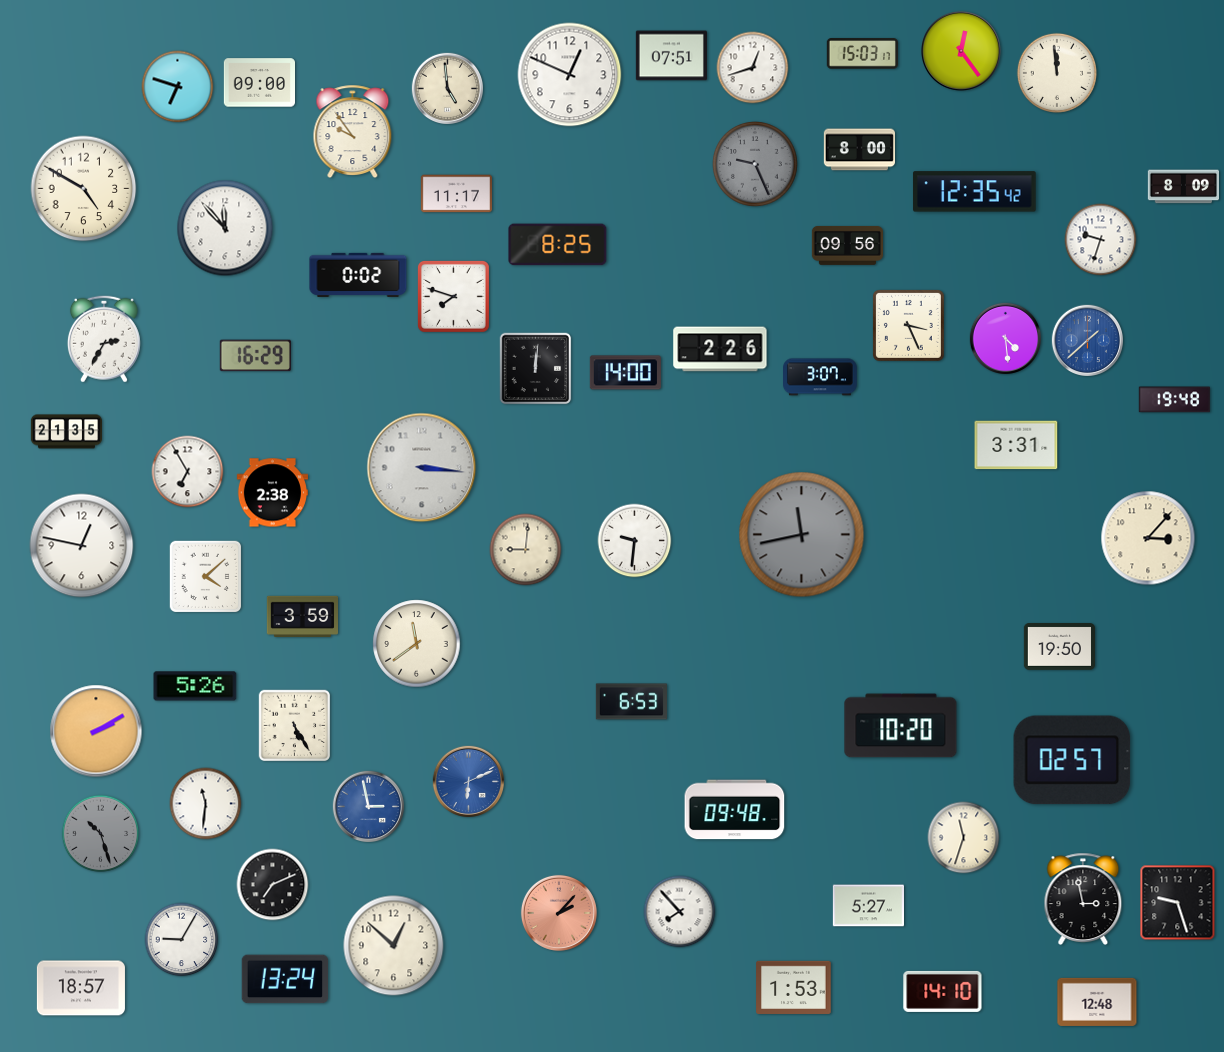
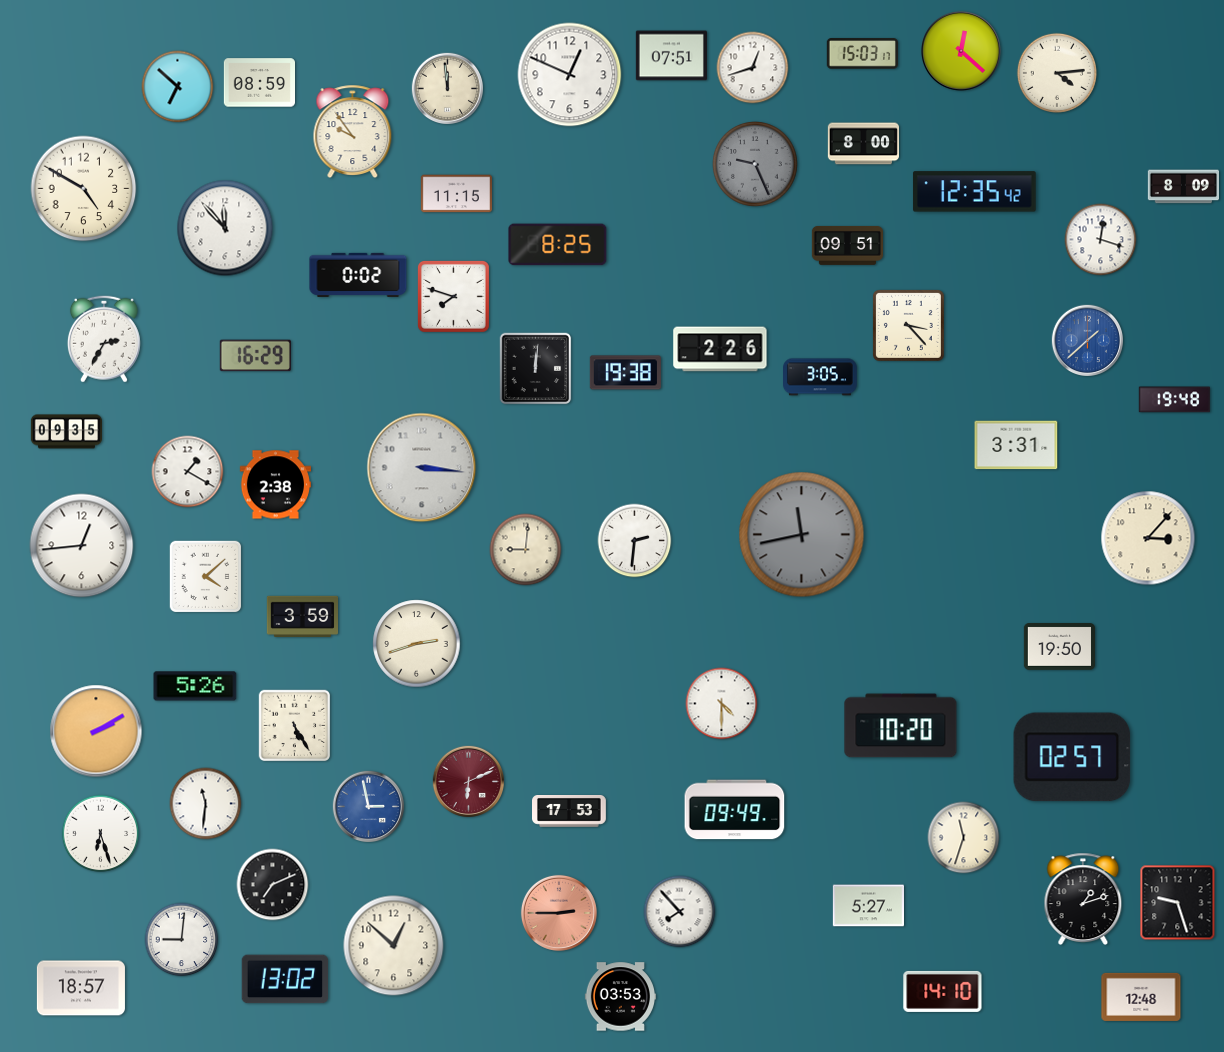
clock at (961, 51): 12:24 -> 12:22
clock at (1057, 73): 11:59 -> 4:14
clock at (259, 83): 09:00 -> 08:59
clock at (178, 87): 6:48 -> 6:52
clock at (447, 88): 4:59 -> 11:59
clock at (859, 150) position: (859, 150) -> (863, 144)
clock at (456, 194): 11:17 -> 11:15
clock at (1101, 240): 9:33 -> 12:18
clock at (847, 245): 09:56 -> 09:51
clock at (908, 325): 3:26 -> 3:23
clock at (1005, 338): 4:29 -> none
clock at (625, 373): 14:00 -> 19:38
clock at (821, 377): 3:07 -> 3:05
clock at (66, 432): 21:35 -> 09:35
clock at (188, 472): 6:55 -> 1:20
clock at (272, 493) position: (272, 493) -> (275, 485)
clock at (635, 541): 9:31 -> 2:31
clock at (82, 546): 12:47 -> 12:44
clock at (417, 644): 11:39 -> 2:42
clock at (631, 702): 6:53 -> none
clock at (722, 704): none -> 4:30
clock at (1072, 760) position: (1072, 760) -> (1072, 757)
clock at (468, 781) dial: blue -> burgundy
clock at (735, 810): 09:48 -> 09:49
clock at (570, 812): none -> 17:53
clock at (101, 834): 10:27 -> 6:27
clock at (101, 834) dial: grey -> white
clock at (1083, 899): 2:58 -> 1:12
clock at (559, 913): 2:07 -> 2:45
clock at (182, 940): 9:05 -> 9:01
clock at (285, 979): 13:24 -> 13:02
clock at (794, 987): 1:53 -> none
clock at (620, 997): none -> 03:53
clock at (1097, 1002) position: (1097, 1002) -> (1141, 997)
